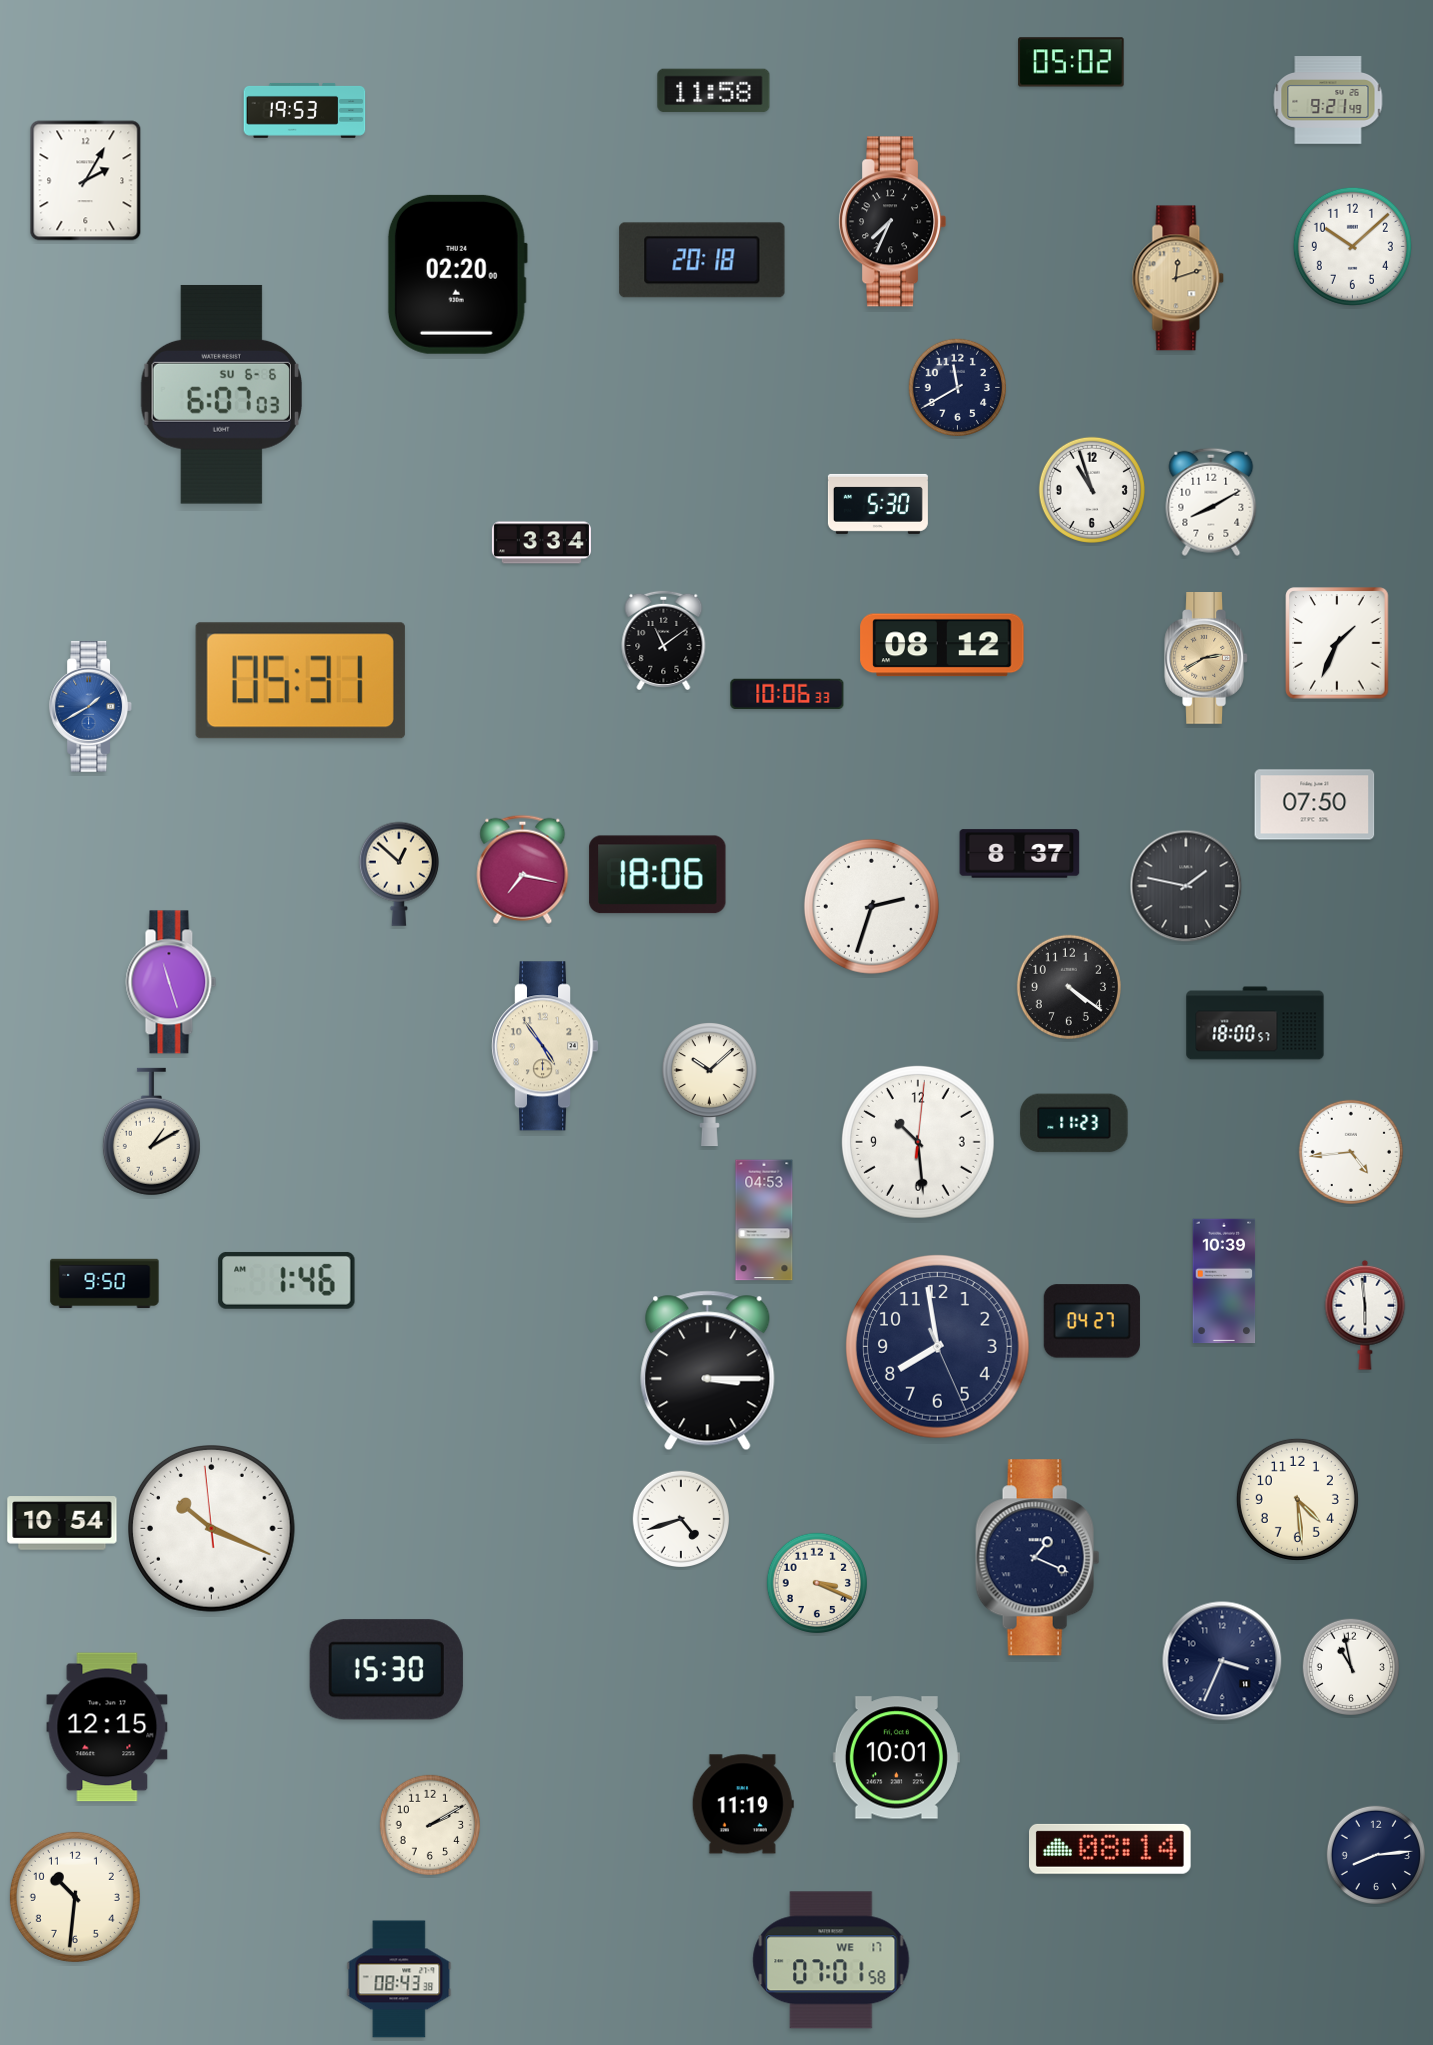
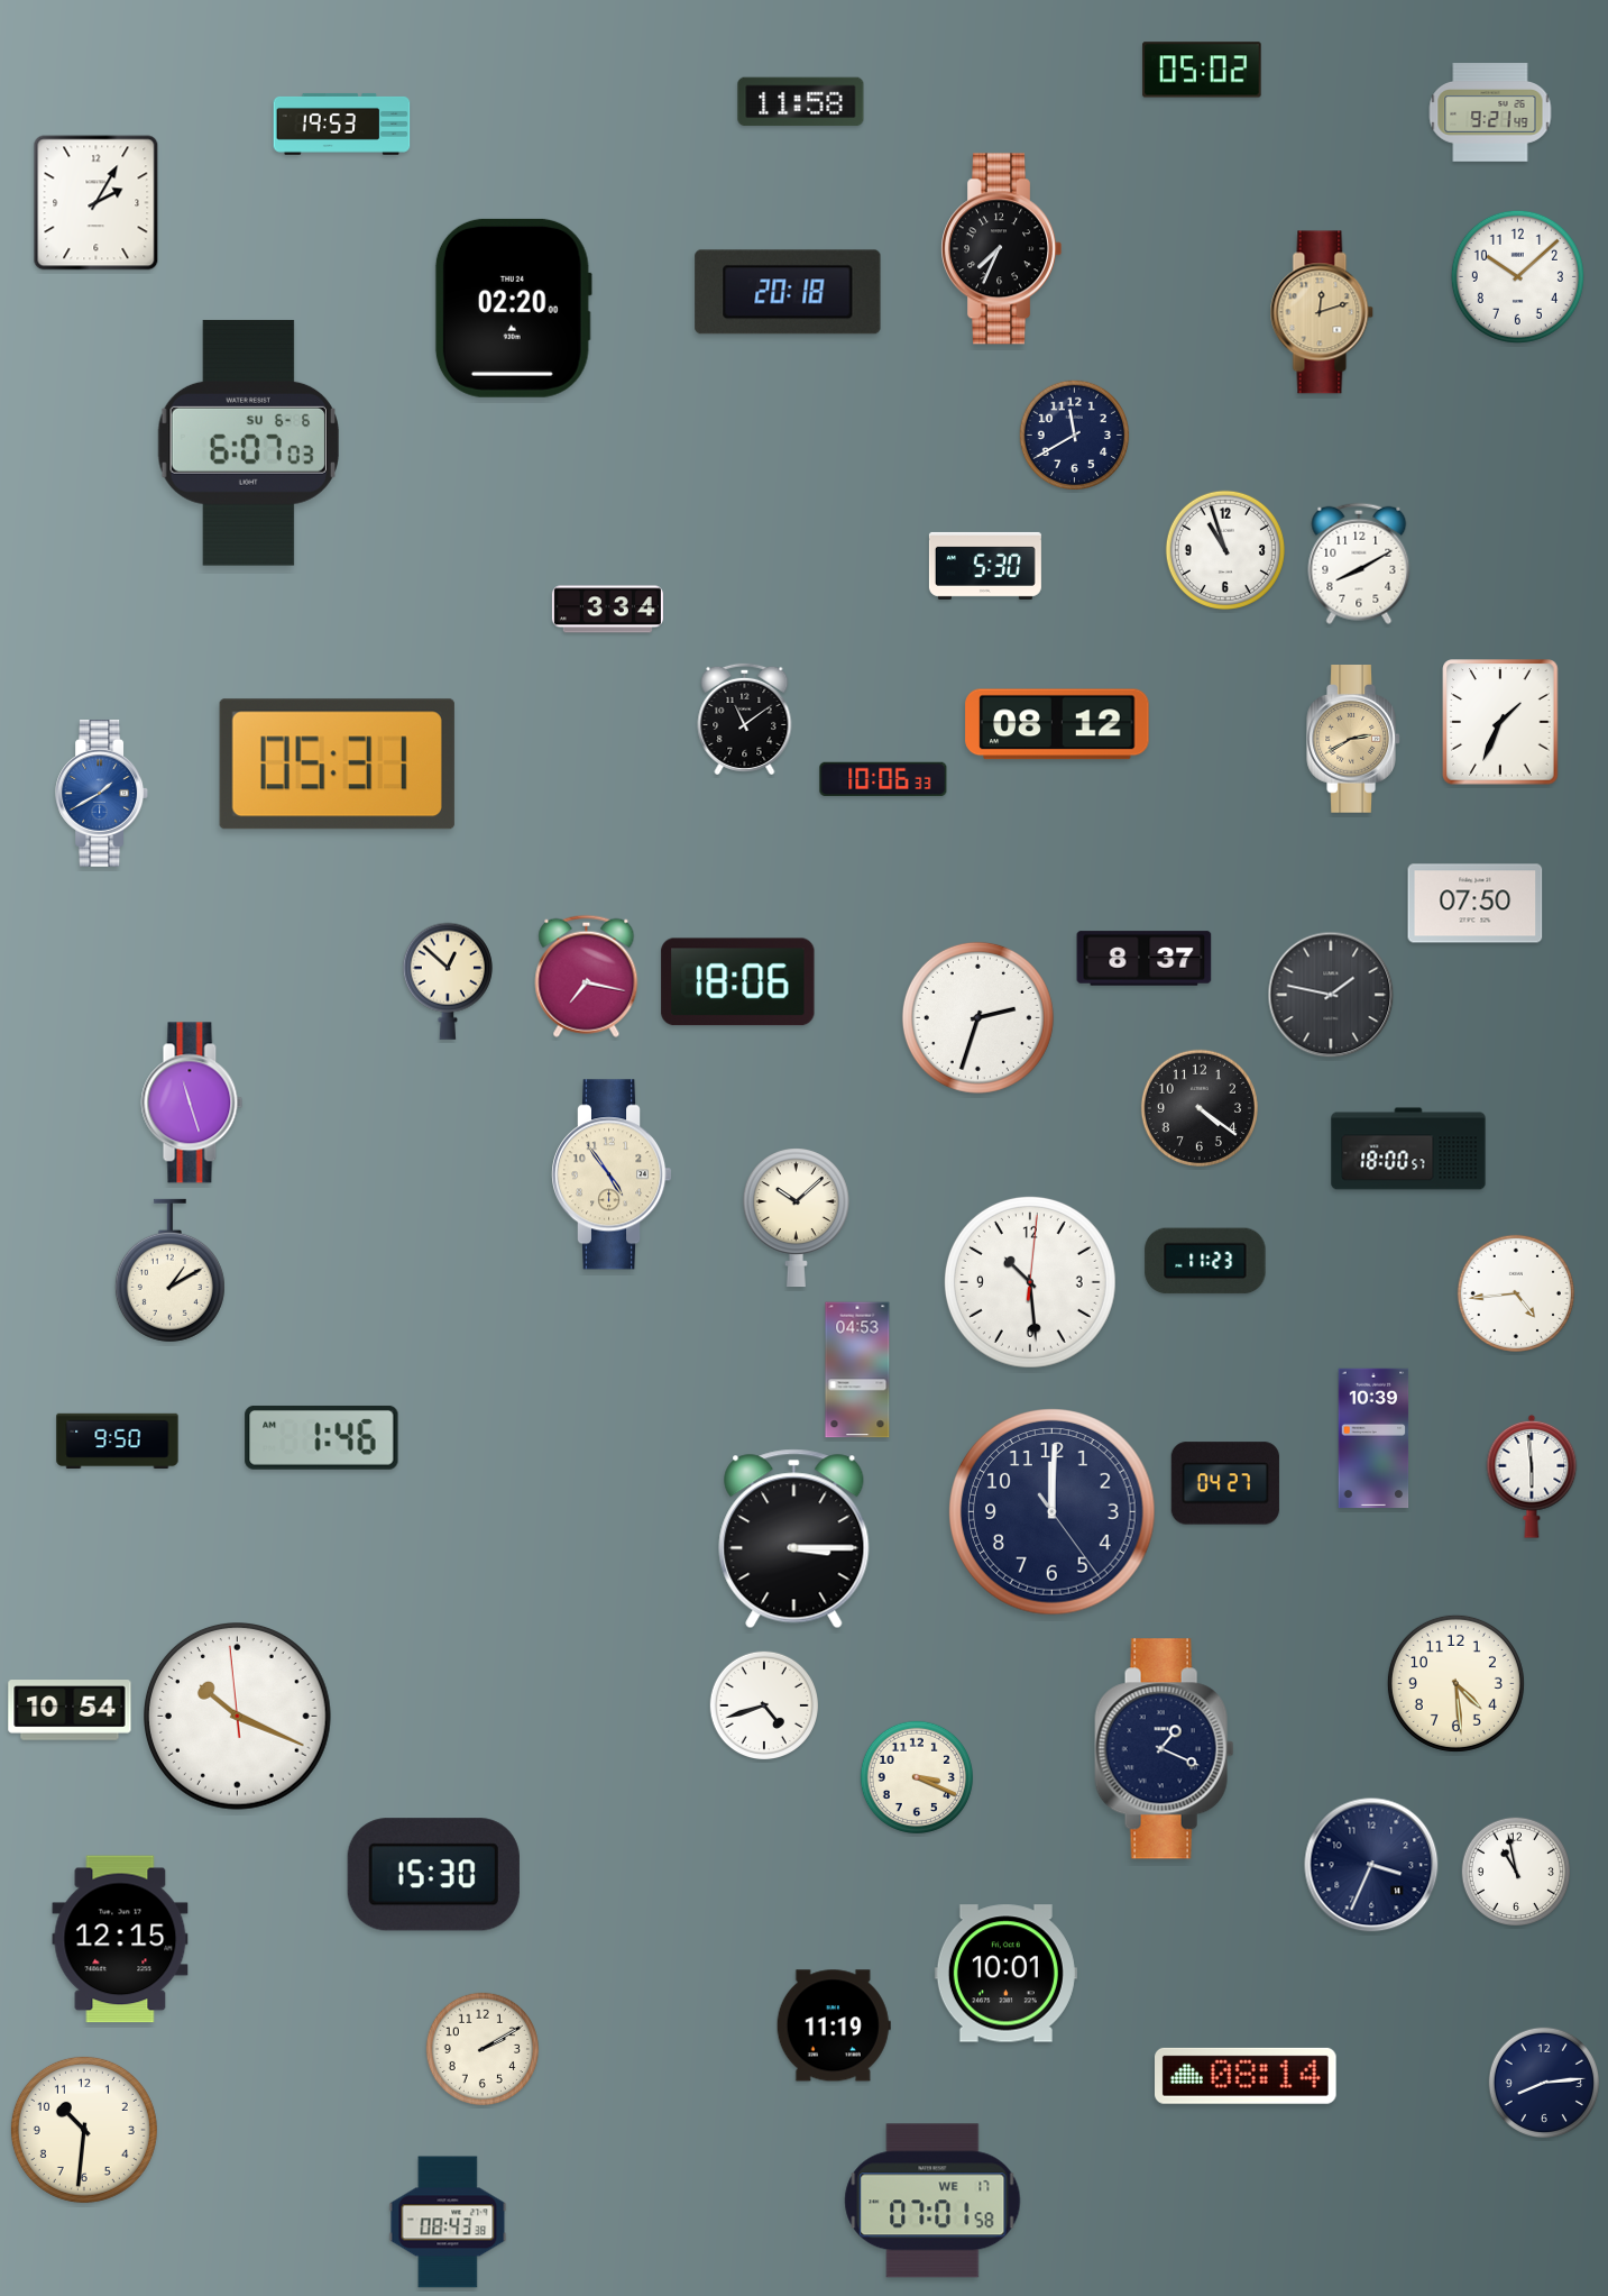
clock at (938, 1347): 7:58 -> 12:00
